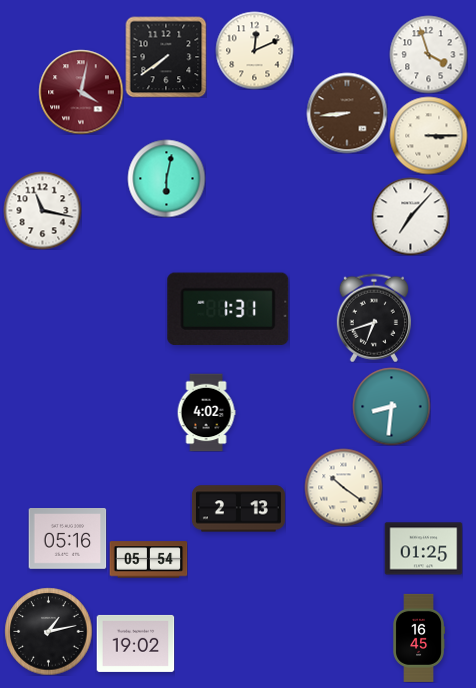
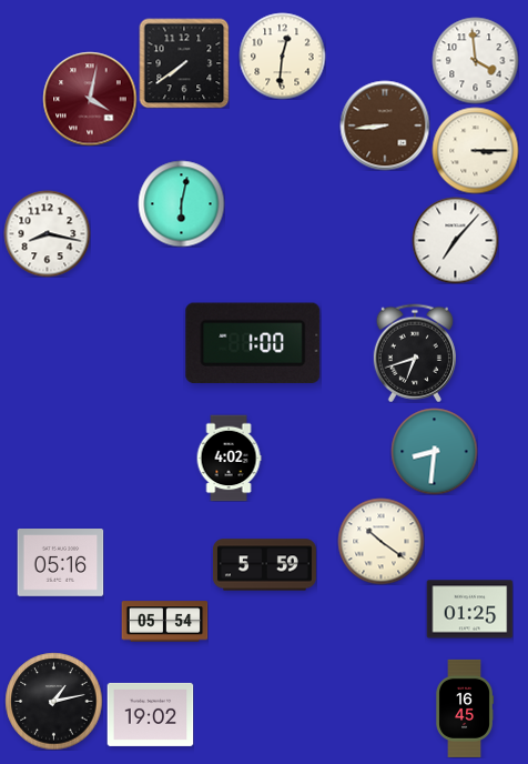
clock at (254, 50): 12:11 -> 12:31
clock at (428, 54): 3:57 -> 3:59
clock at (81, 92) position: (81, 92) -> (90, 99)
clock at (166, 178) position: (166, 178) -> (181, 203)
clock at (42, 210): 11:17 -> 8:17
clock at (228, 309): 1:31 -> 1:00
clock at (238, 509): 2:13 -> 5:59
clock at (67, 539) position: (67, 539) -> (60, 563)
